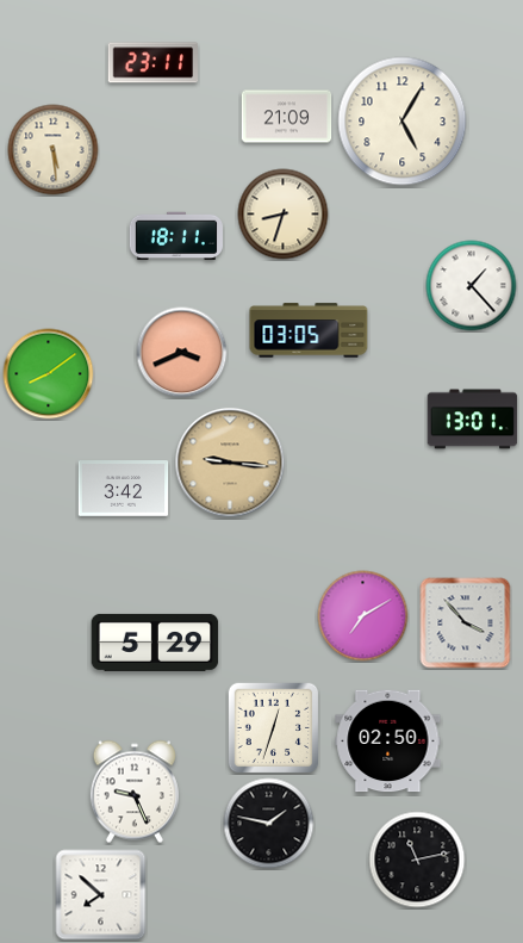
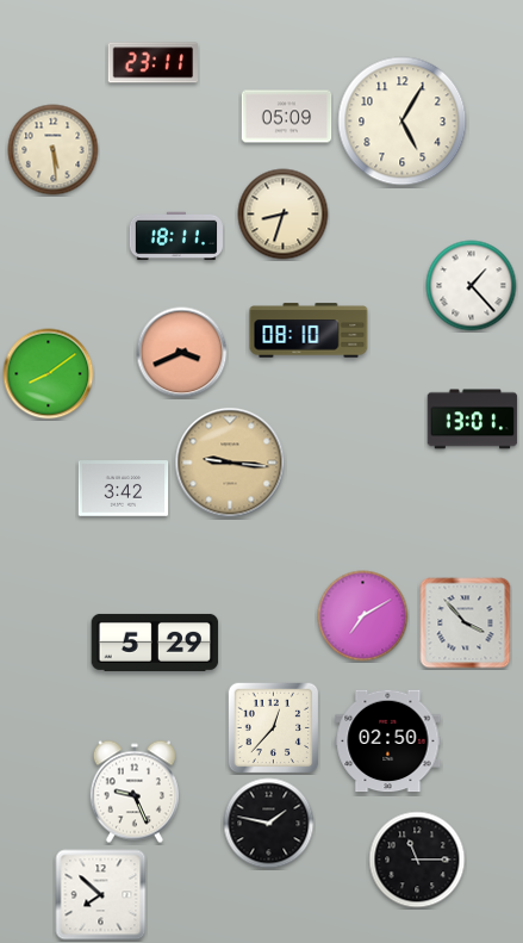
clock at (287, 117): 21:09 -> 05:09
clock at (309, 330): 03:05 -> 08:10
clock at (273, 727): 12:33 -> 12:37
clock at (417, 860): 11:13 -> 11:15
